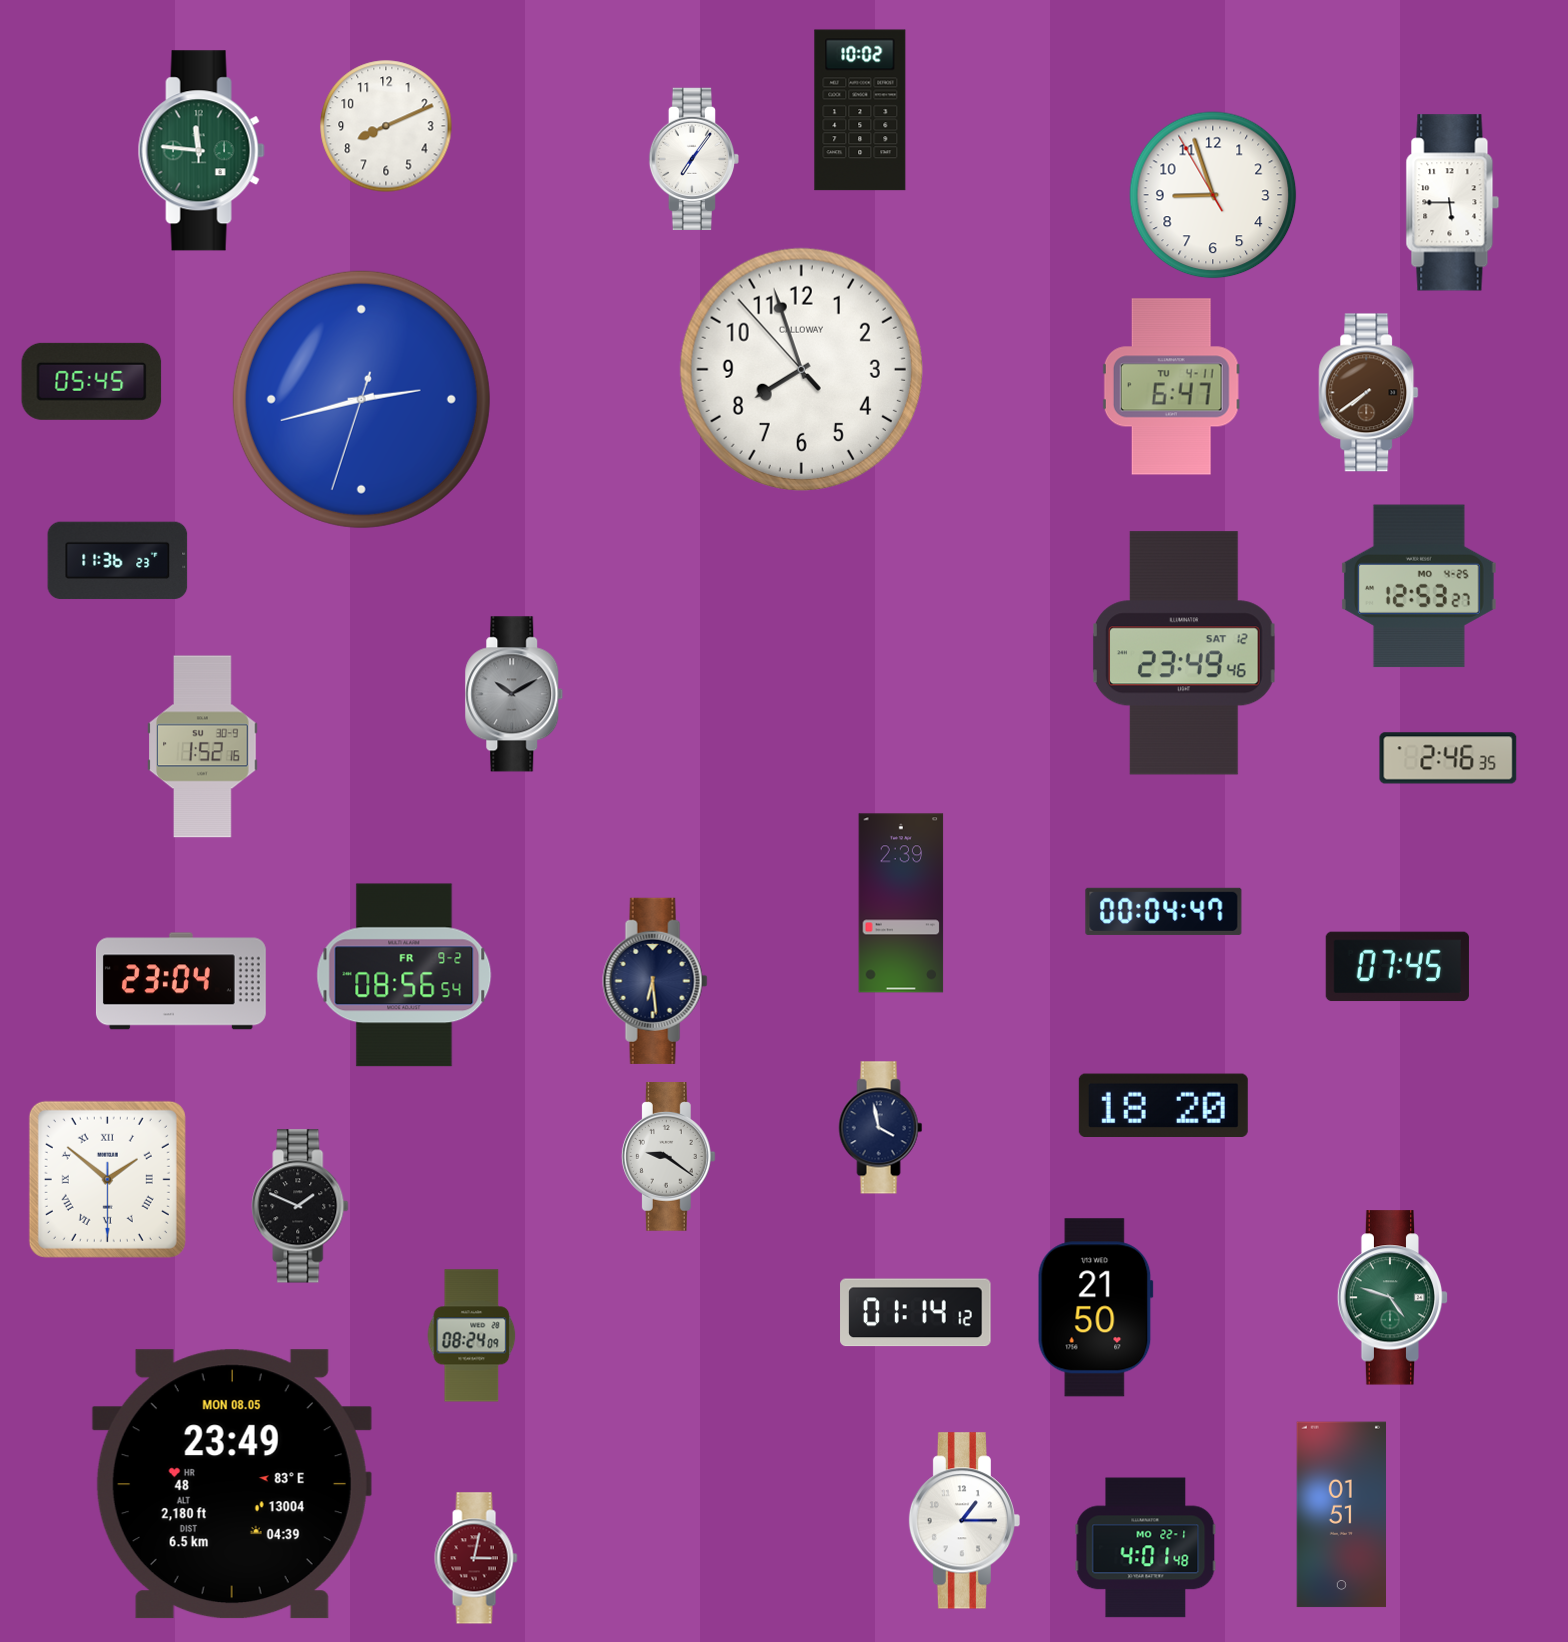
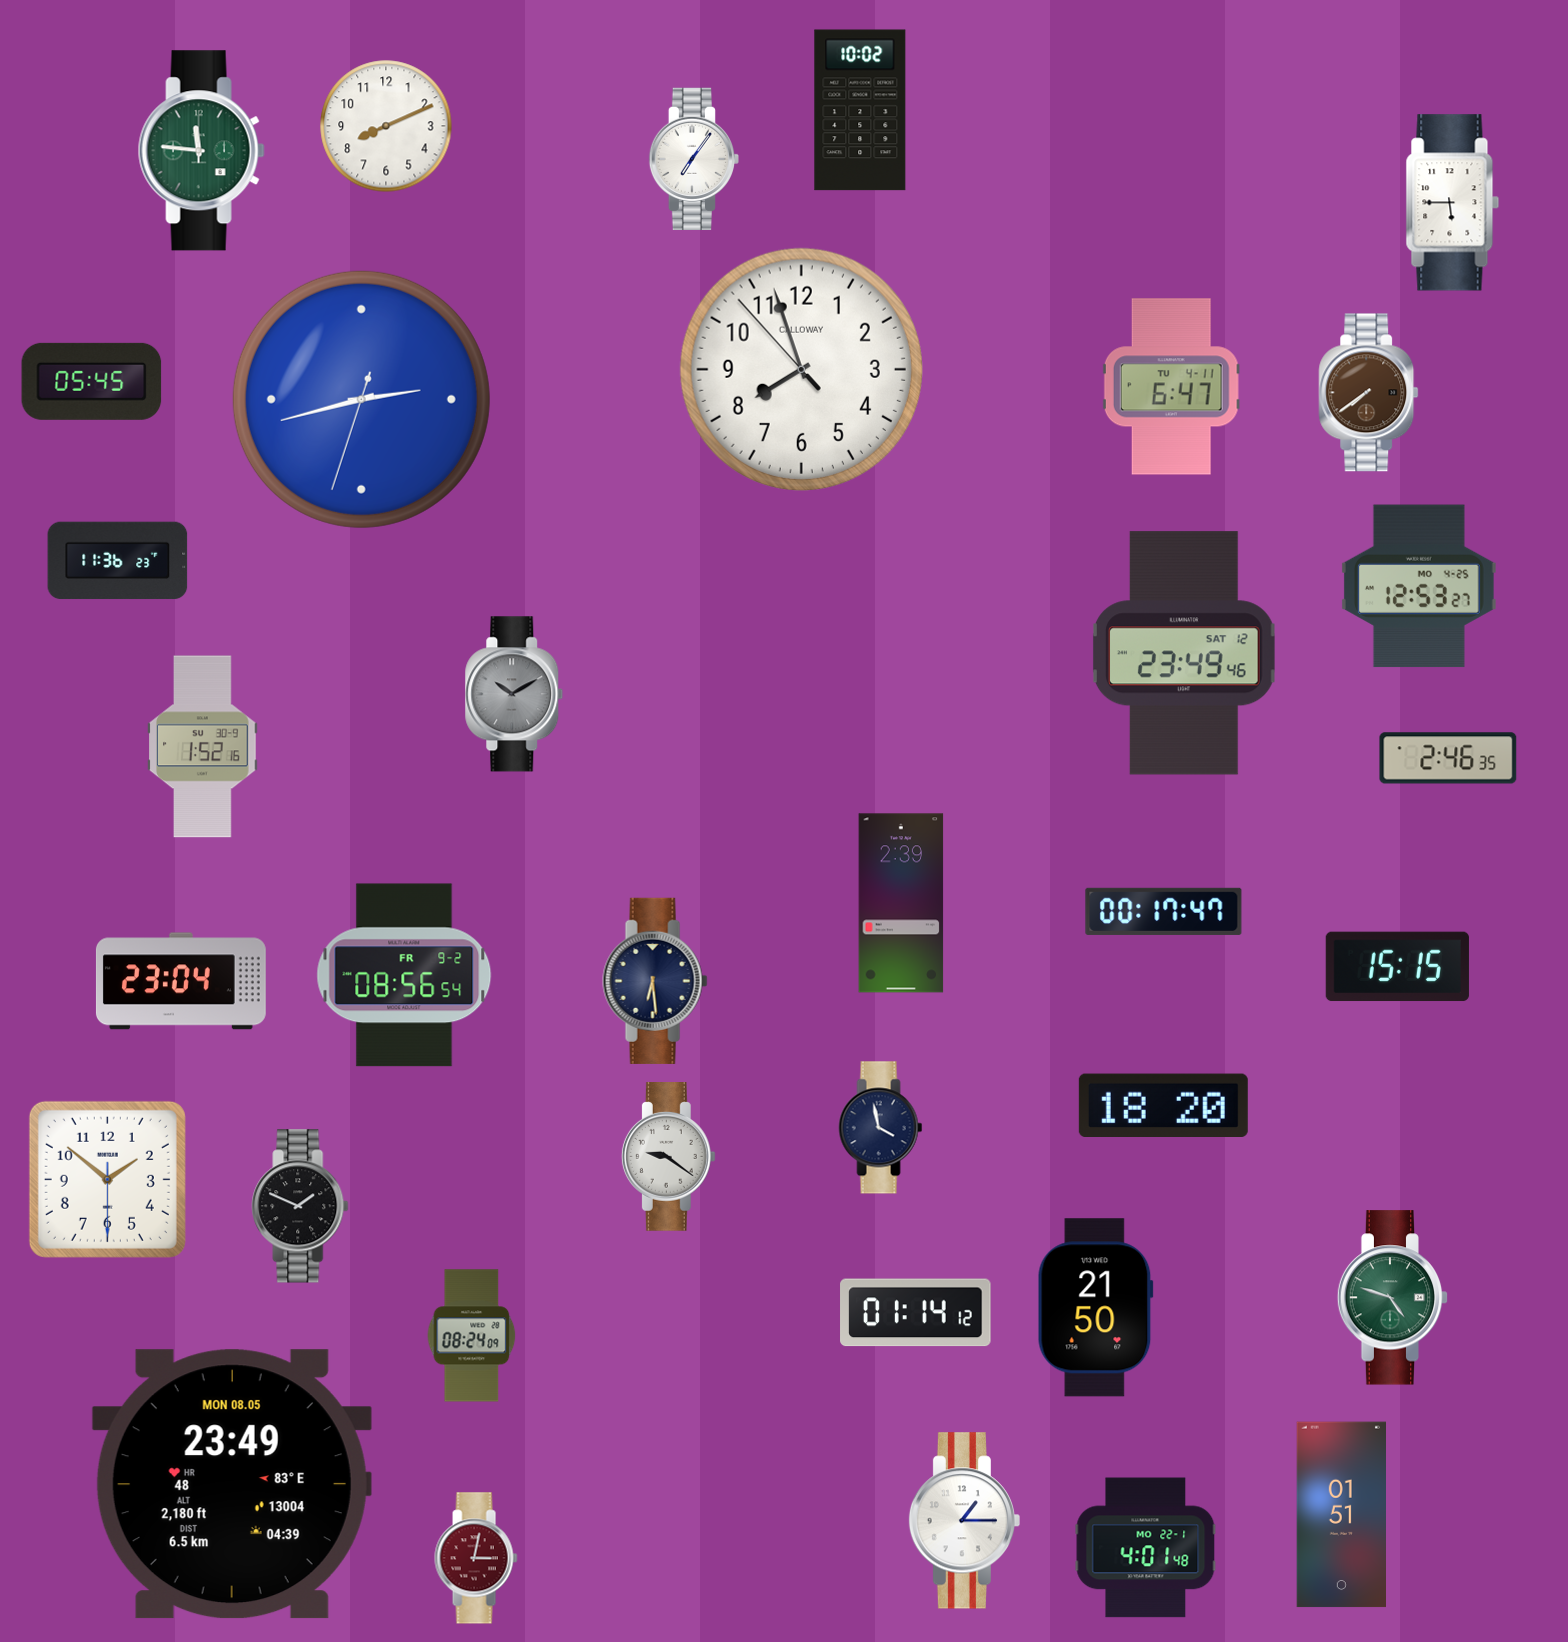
clock at (1213, 195): 8:56 -> none
clock at (1164, 911): 00:04 -> 00:17
clock at (1397, 967): 07:45 -> 15:15
clock at (107, 1179) numerals: Roman -> Arabic
